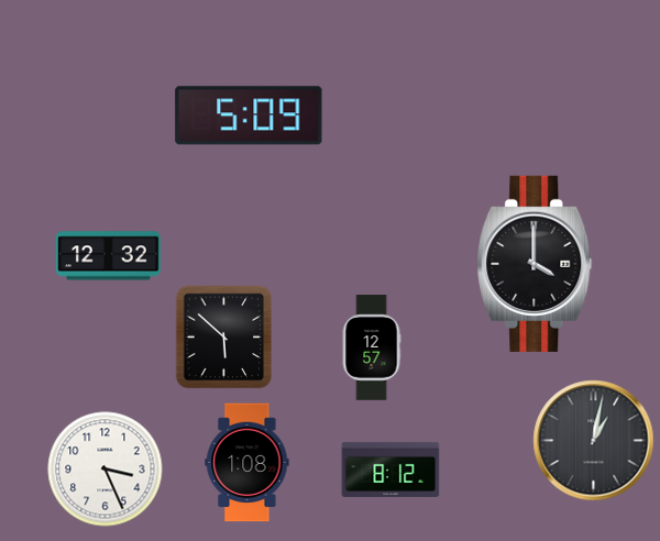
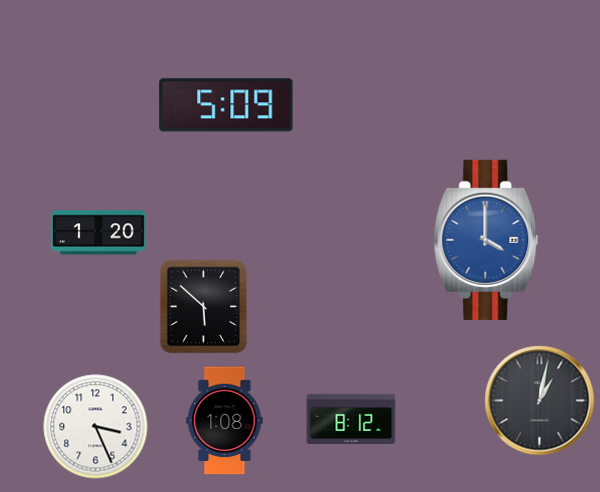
clock at (108, 256): 12:32 -> 1:20
clock at (535, 264) dial: black -> blue
clock at (372, 347): 12:57 -> none
clock at (391, 470) position: (391, 470) -> (351, 419)
